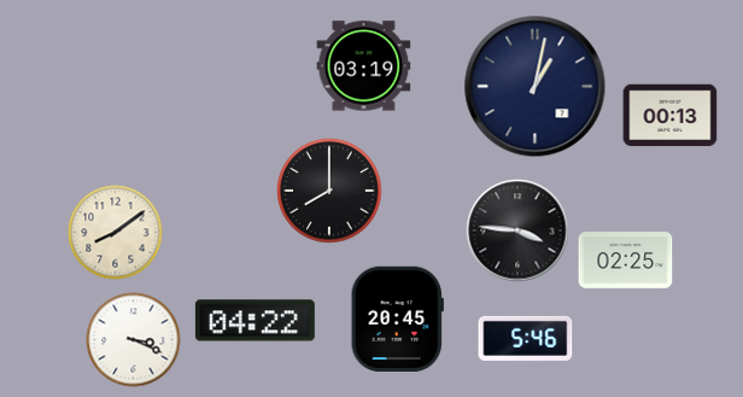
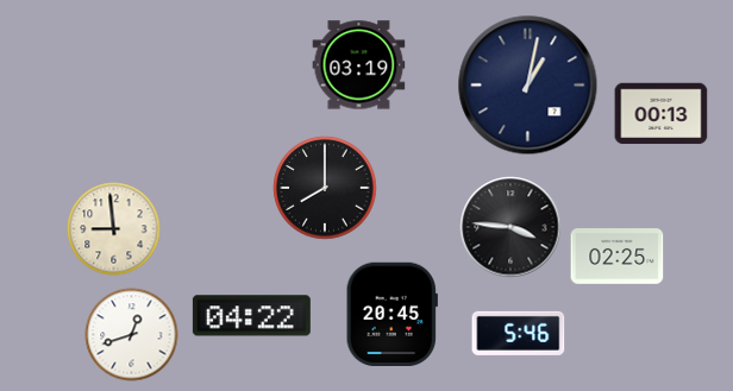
clock at (115, 232): 8:09 -> 8:59
clock at (133, 339): 3:19 -> 12:42
